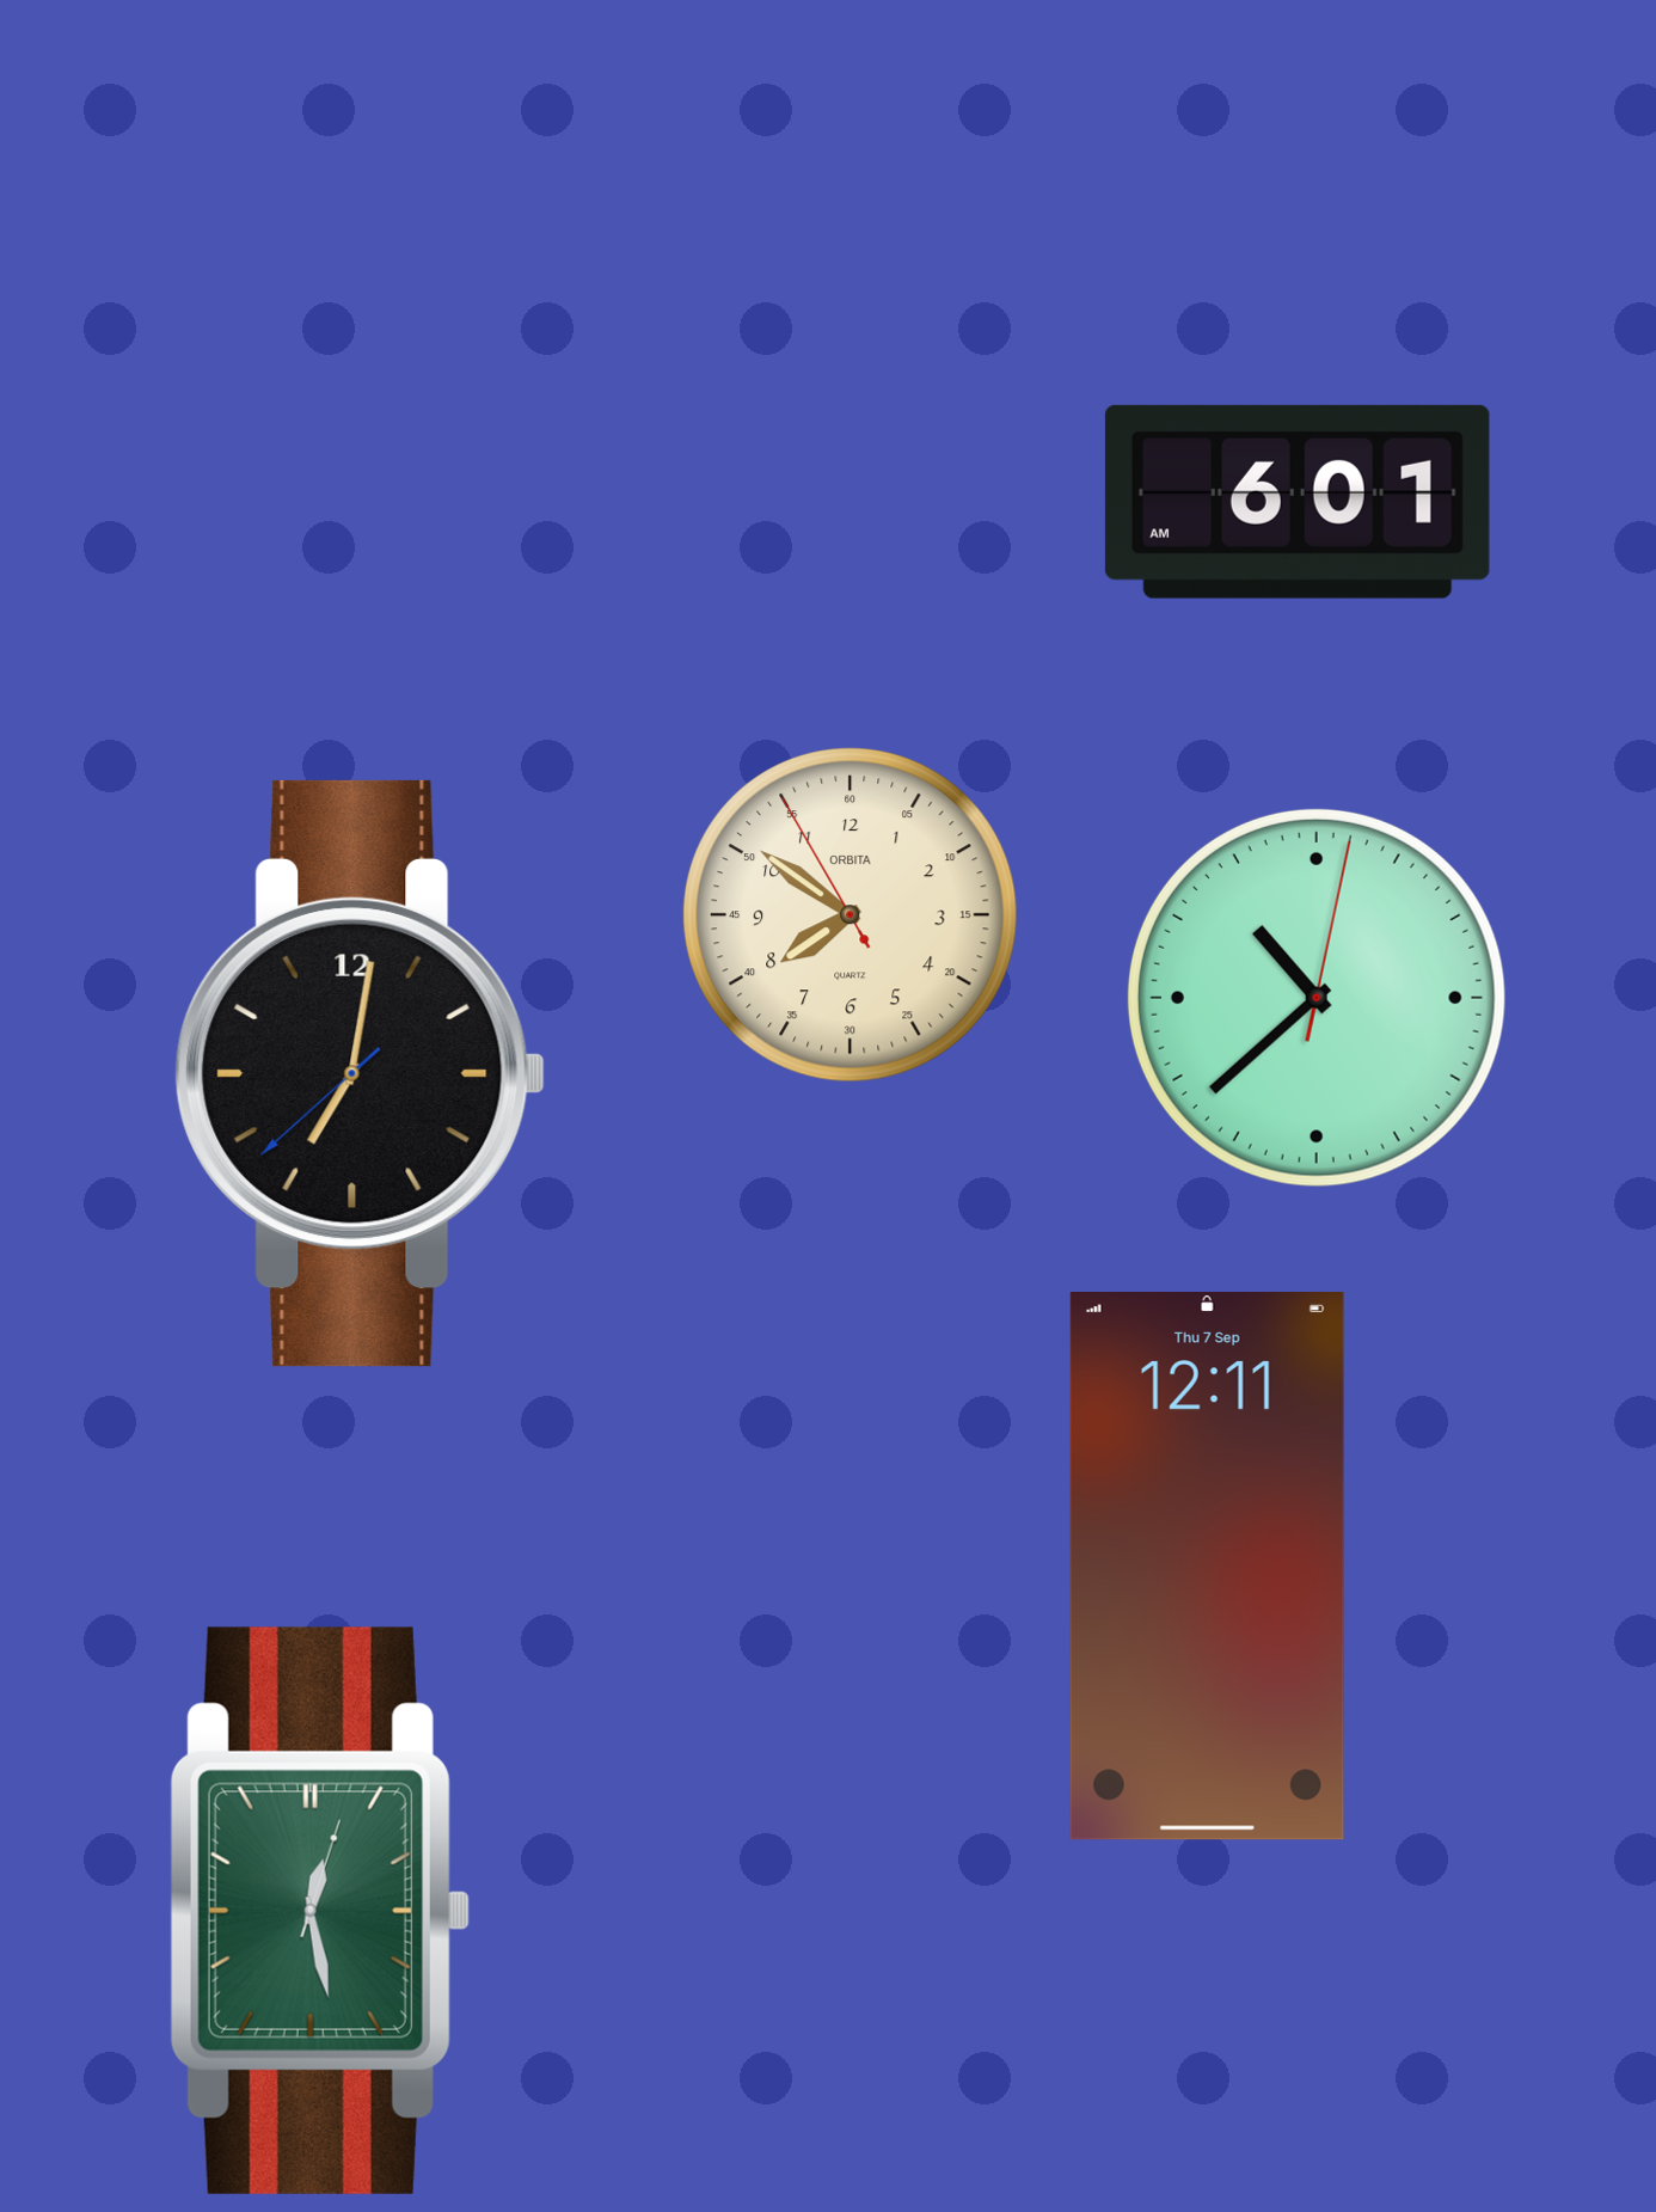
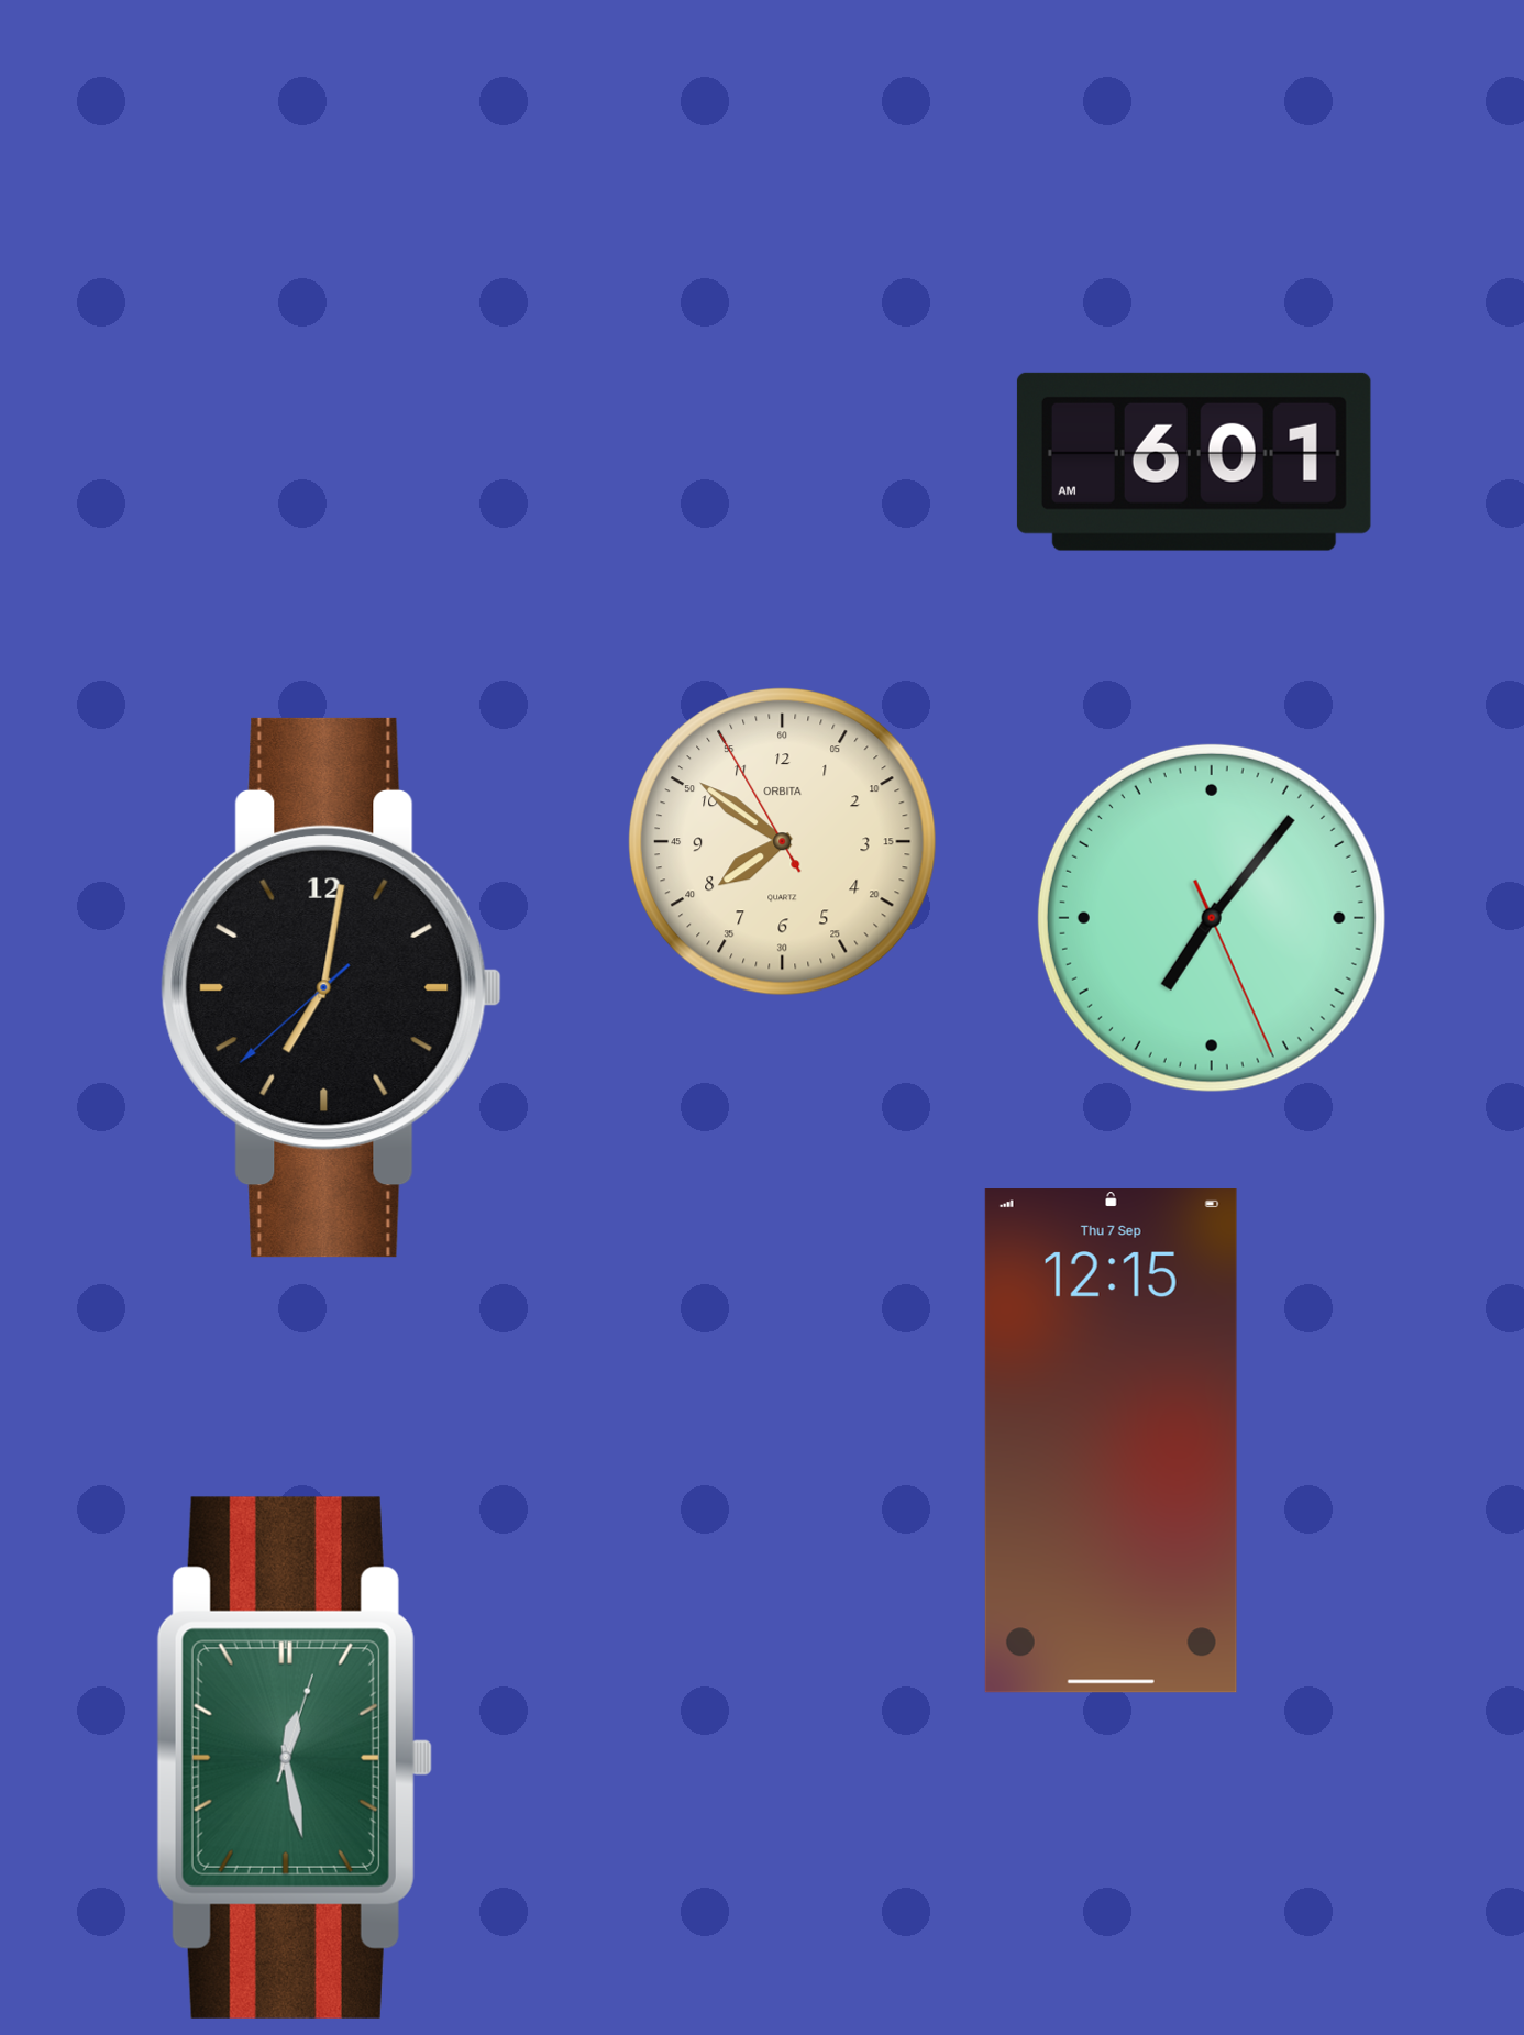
clock at (1317, 998): 10:38 -> 7:06
clock at (1207, 1567): 12:11 -> 12:15
